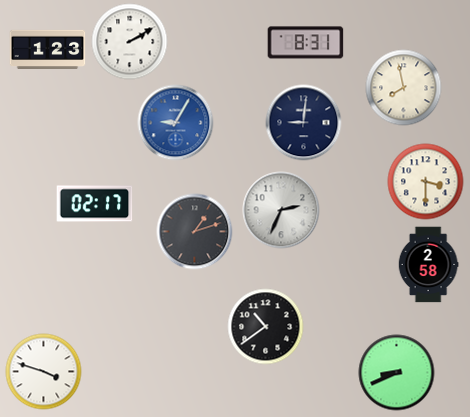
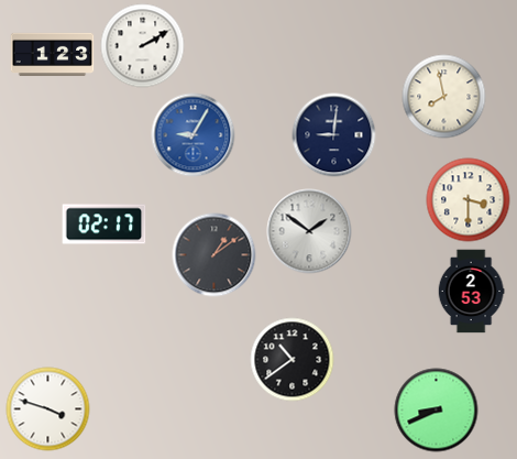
clock at (306, 43): 8:31 -> none
clock at (281, 210): 2:34 -> 1:51
clock at (195, 232): 1:12 -> 1:09
clock at (428, 265): 2:58 -> 2:53
